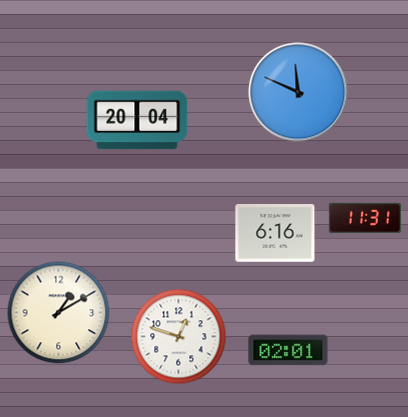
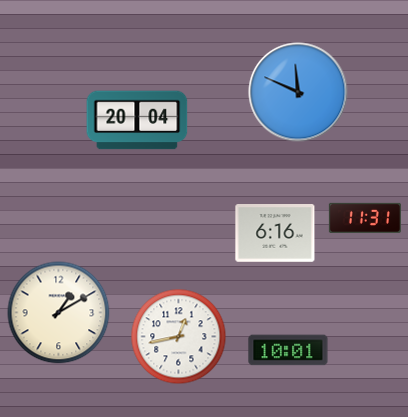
clock at (179, 337): 12:48 -> 12:43
clock at (288, 350): 02:01 -> 10:01
